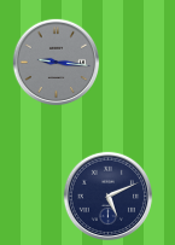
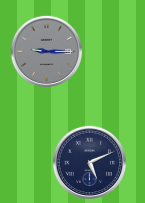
clock at (57, 63): 9:16 -> 9:15
